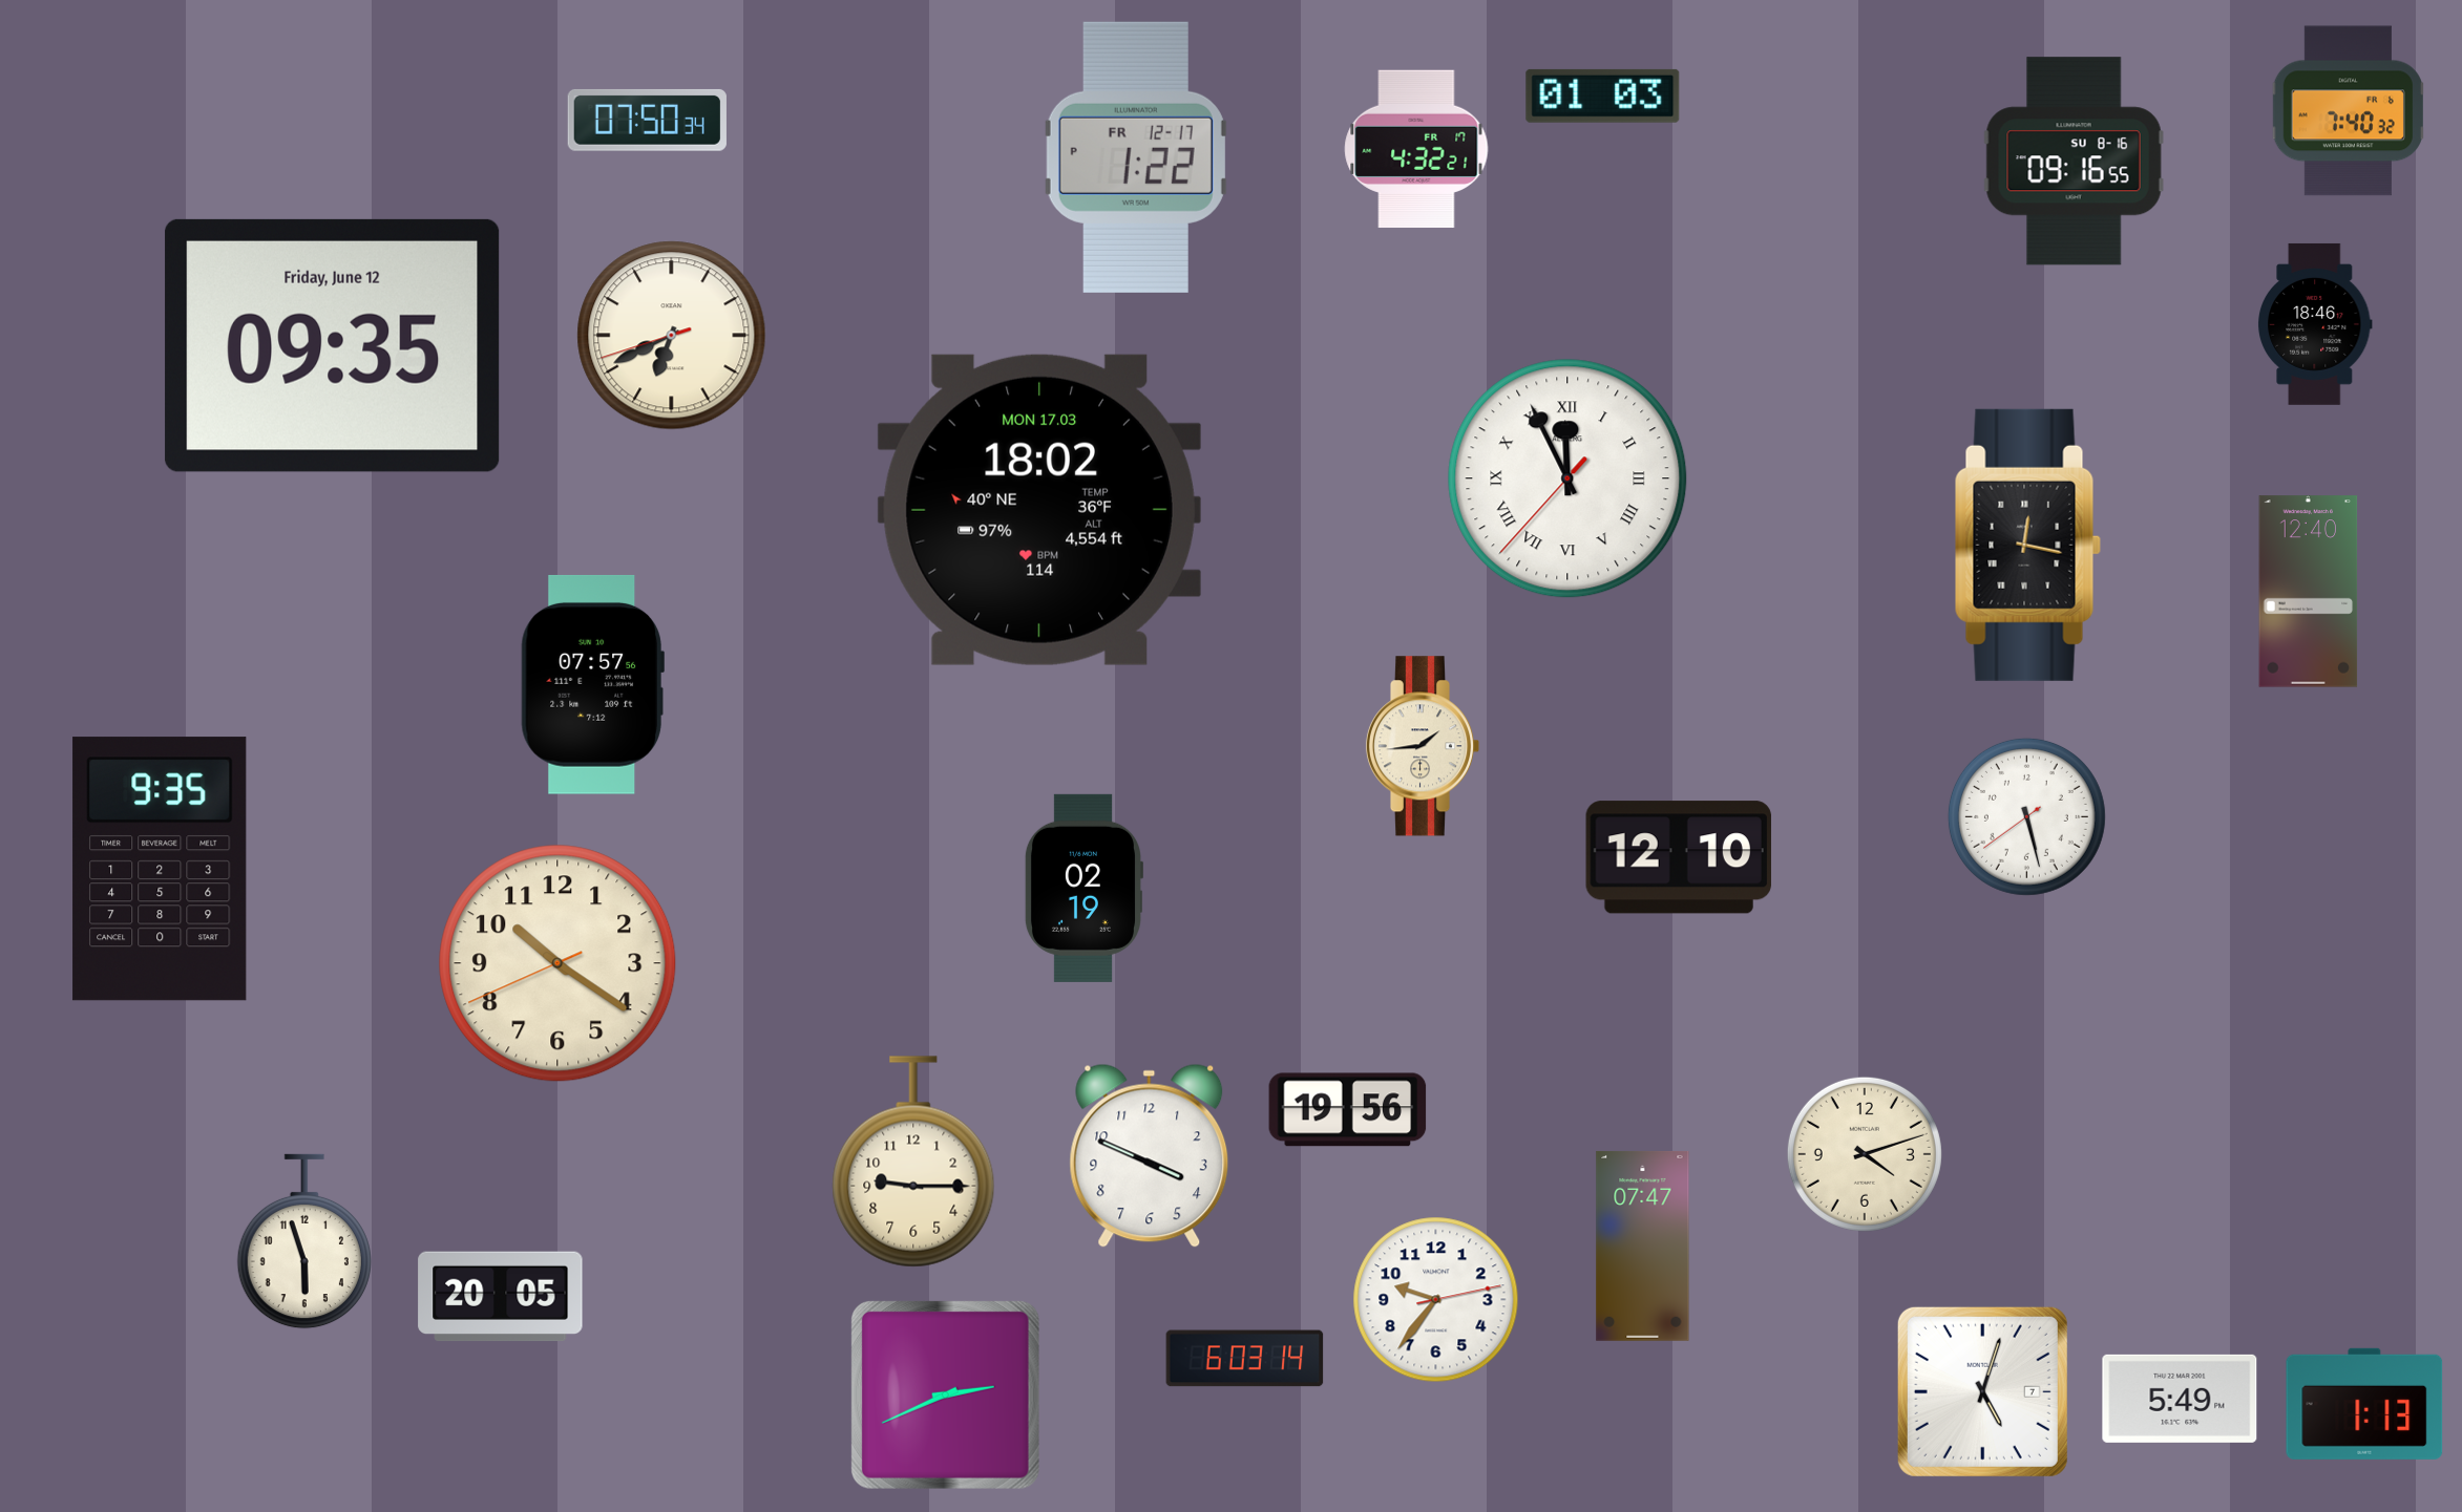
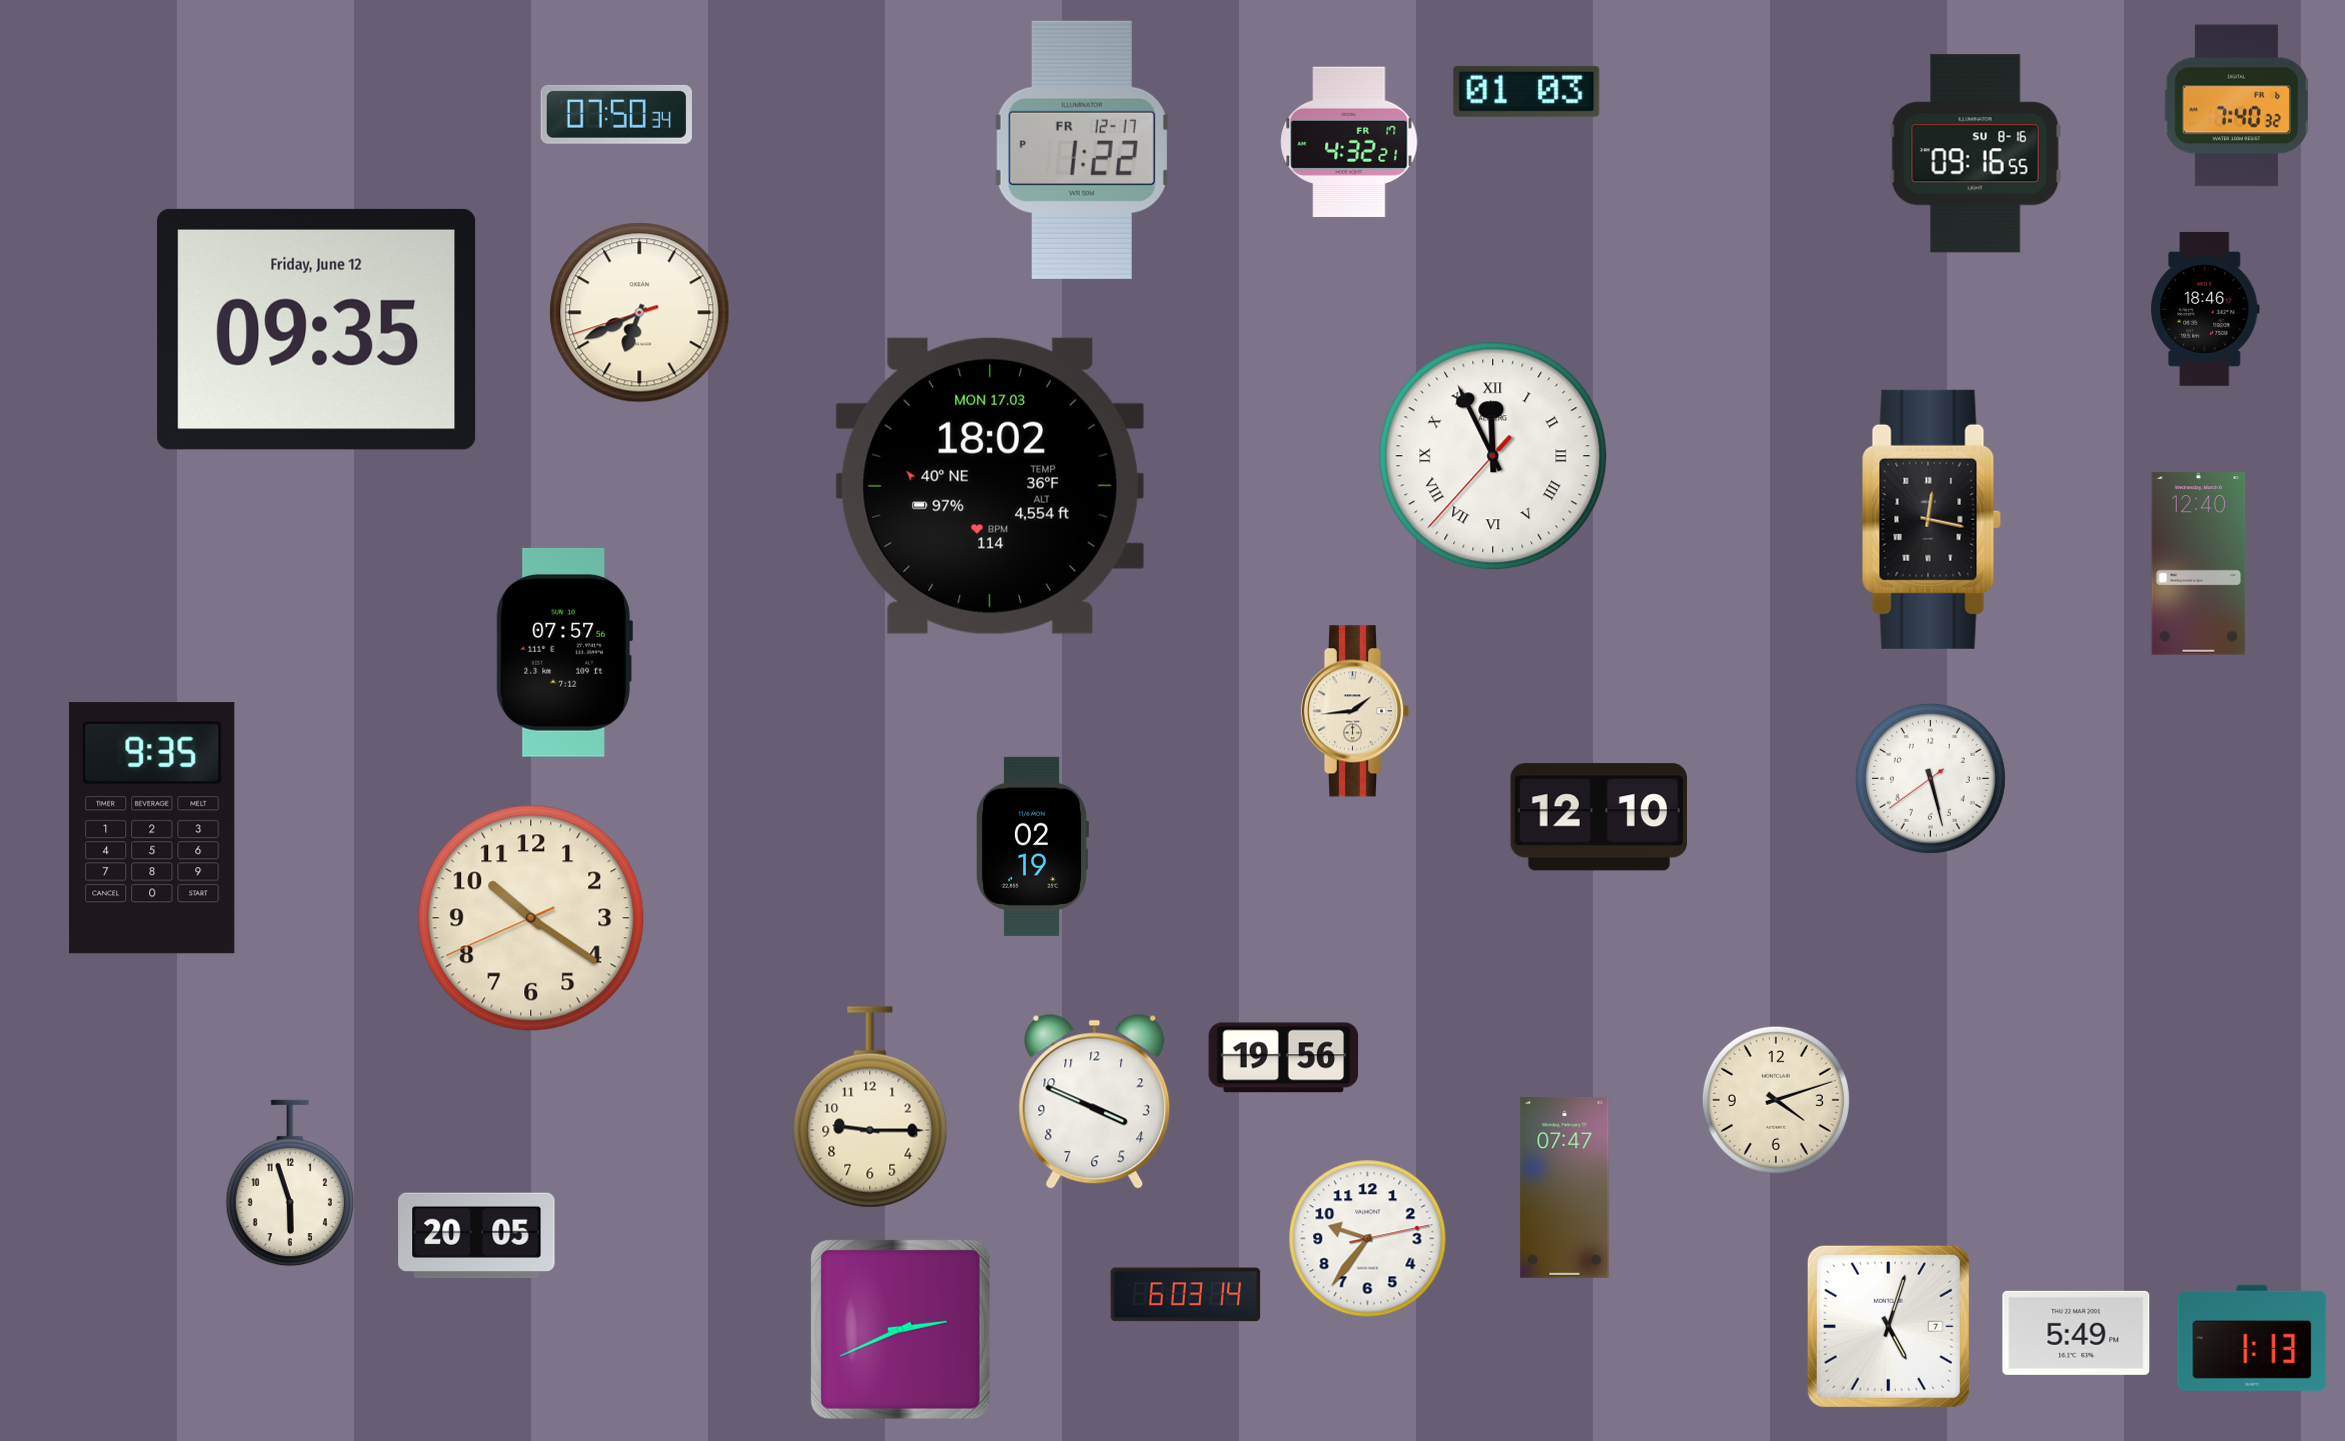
clock at (672, 336) position: (672, 336) -> (640, 313)
